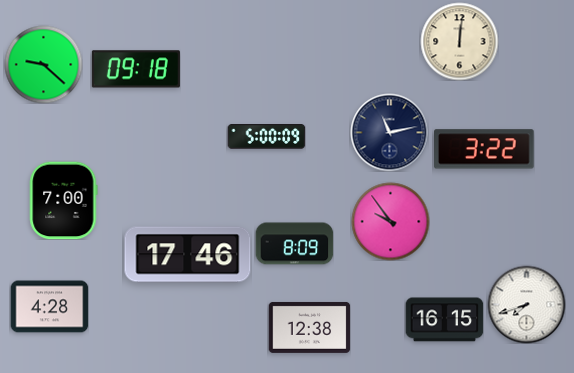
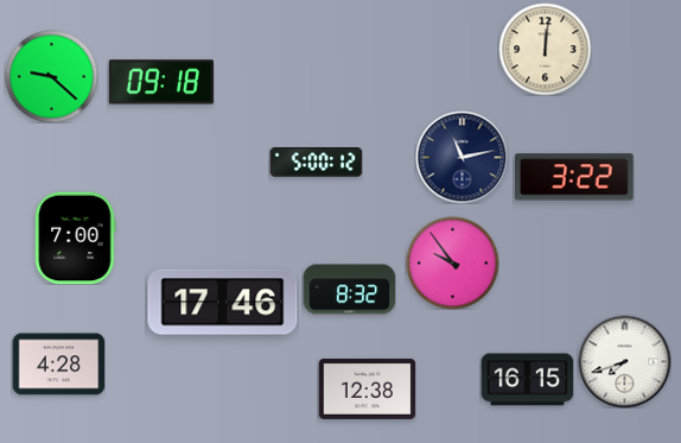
clock at (266, 137): 5:00:09 -> 5:00:12
clock at (390, 221) position: (390, 221) -> (452, 262)
clock at (294, 244): 8:09 -> 8:32
